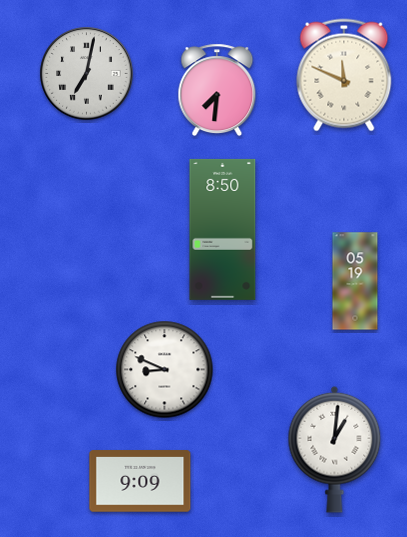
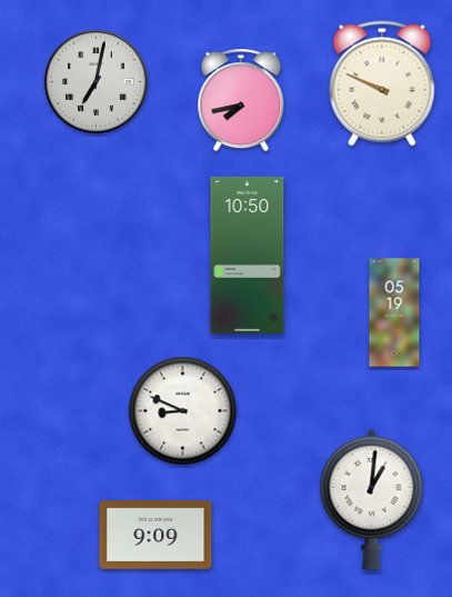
clock at (344, 75): 11:49 -> 9:49
clock at (217, 90): 7:31 -> 7:43
clock at (223, 229): 8:50 -> 10:50
